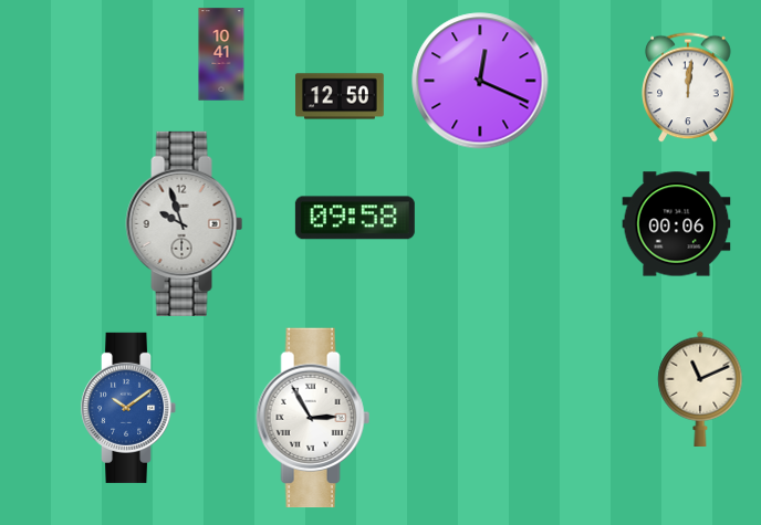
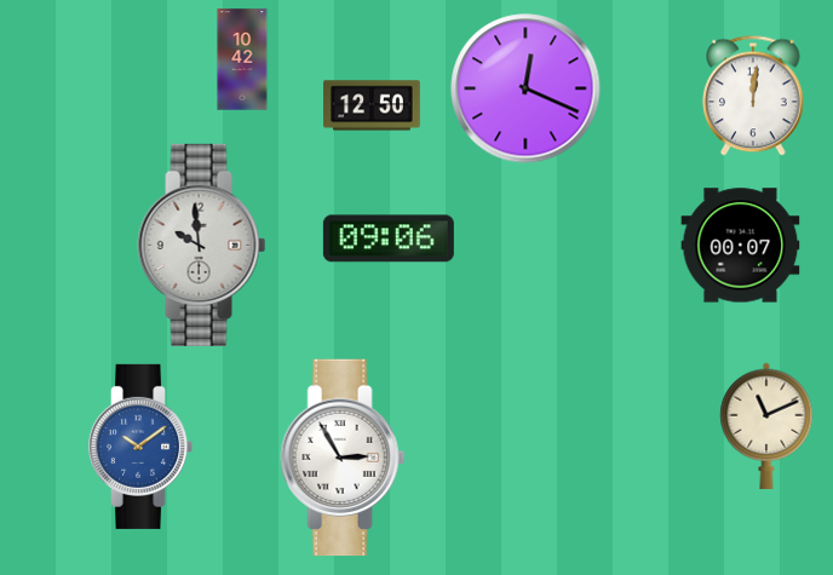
clock at (221, 54): 10:41 -> 10:42
clock at (355, 218): 09:58 -> 09:06
clock at (185, 223): 9:57 -> 9:59
clock at (677, 224): 00:06 -> 00:07
